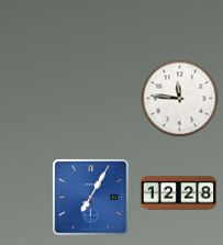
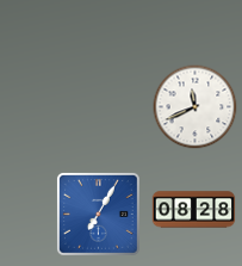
clock at (180, 99): 11:46 -> 11:41
clock at (179, 193): 12:28 -> 08:28
